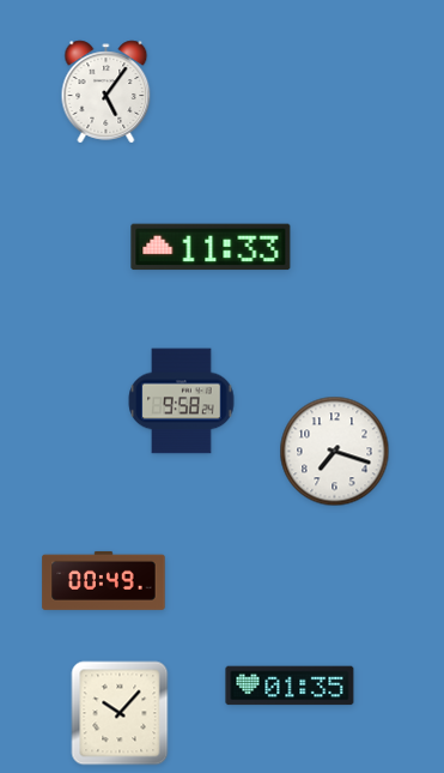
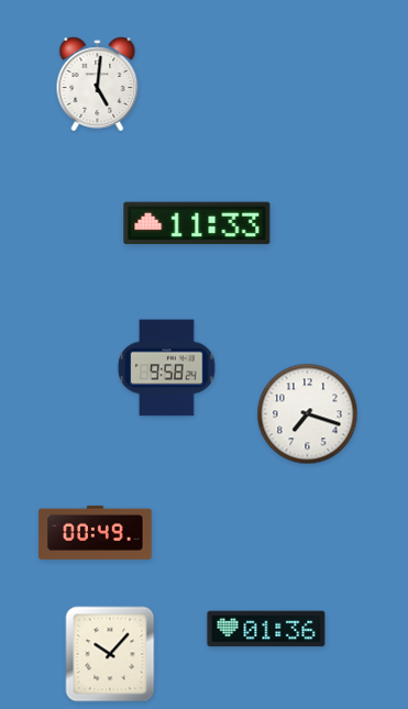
clock at (107, 92): 5:06 -> 5:01
clock at (211, 247) position: (211, 247) -> (197, 223)
clock at (290, 686): 01:35 -> 01:36
